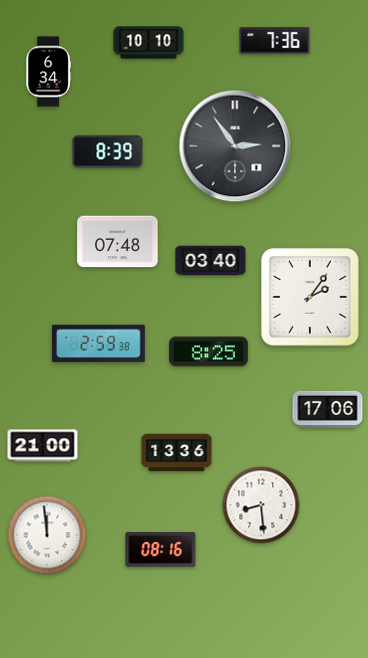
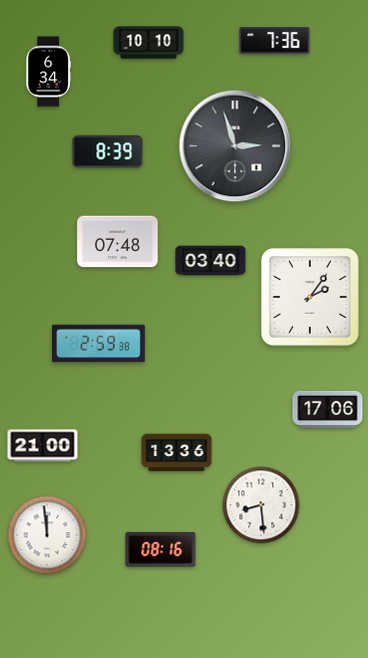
clock at (235, 146): 2:54 -> 2:57
clock at (209, 352): 8:25 -> none
